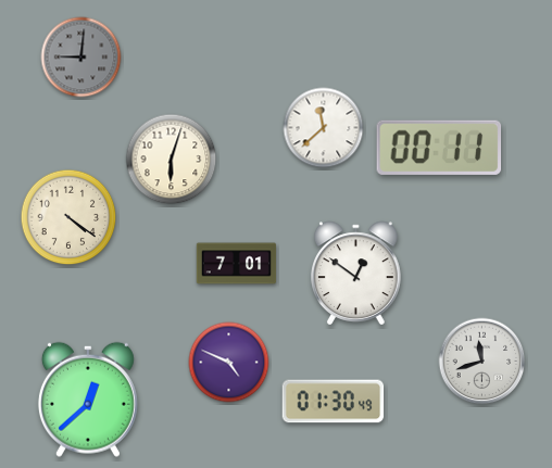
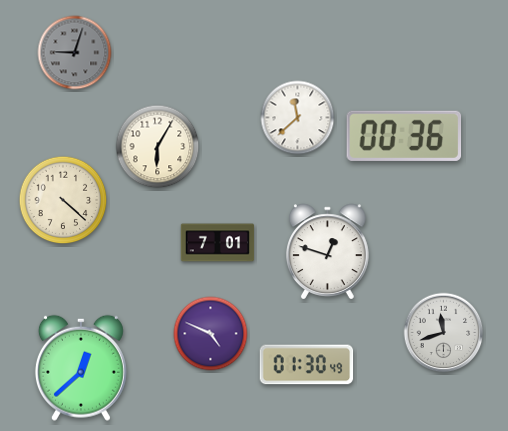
clock at (81, 58): 9:01 -> 9:03
clock at (439, 148): 00:11 -> 00:36
clock at (172, 160): 6:03 -> 6:05
clock at (68, 217): 4:21 -> 4:22
clock at (356, 274): 12:51 -> 12:48
clock at (334, 402) position: (334, 402) -> (307, 365)
